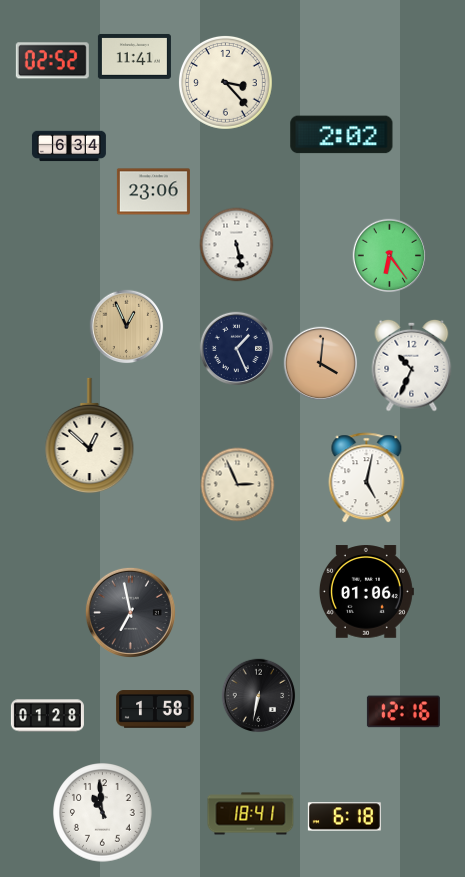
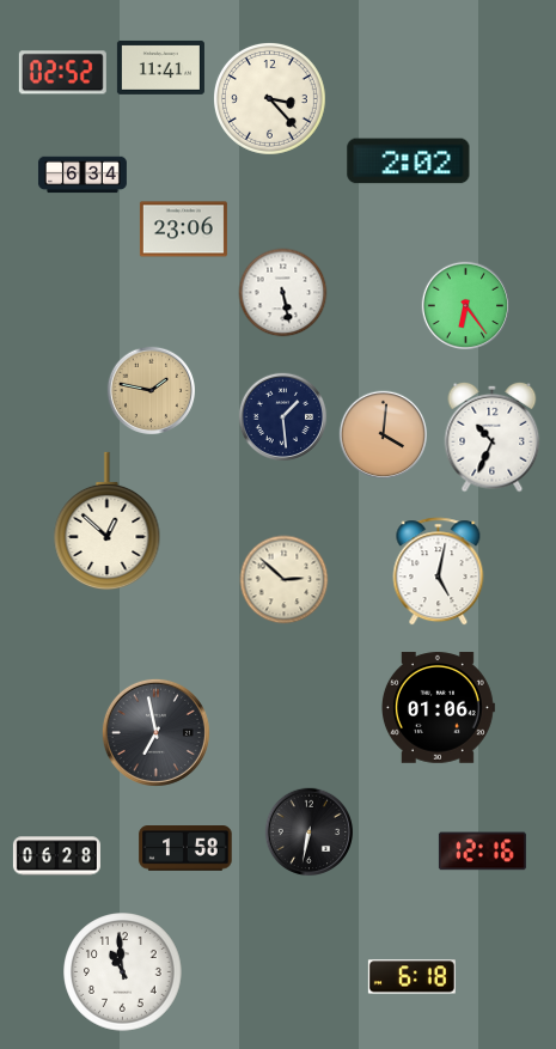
clock at (127, 327): 12:56 -> 1:47
clock at (237, 349): 1:26 -> 1:29
clock at (238, 485): 2:56 -> 2:52
clock at (47, 716): 01:28 -> 06:28
clock at (251, 814): 18:41 -> none
